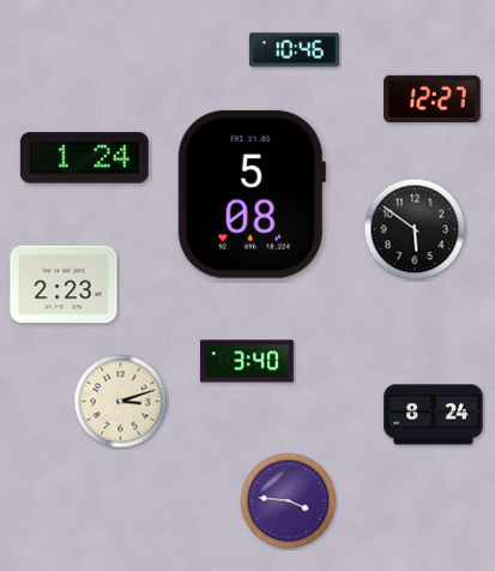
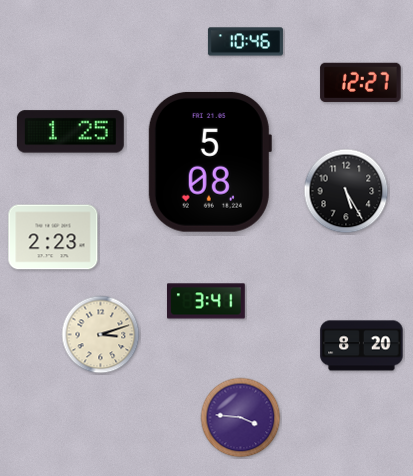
clock at (84, 158): 1:24 -> 1:25
clock at (415, 229): 5:51 -> 5:25
clock at (248, 361): 3:40 -> 3:41
clock at (434, 415): 8:24 -> 8:20
